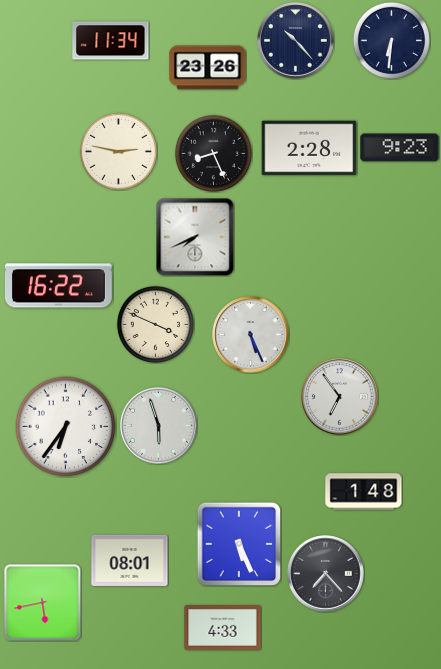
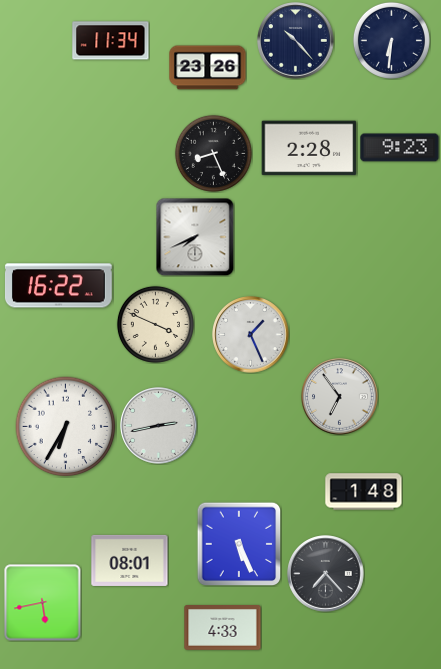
clock at (118, 151): 2:47 -> none
clock at (251, 335): 5:26 -> 1:26
clock at (159, 426): 5:57 -> 2:43
clock at (66, 427): 6:36 -> 6:35
